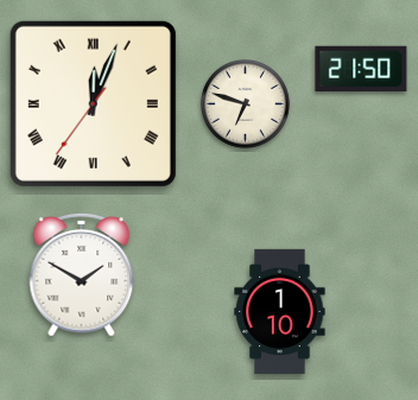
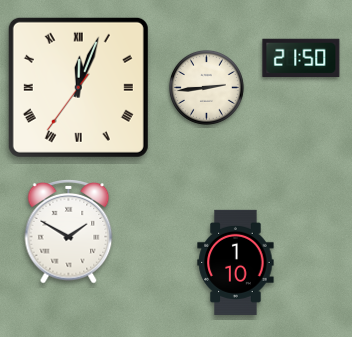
clock at (361, 68) position: (361, 68) -> (301, 57)
clock at (245, 103): 6:48 -> 2:44
